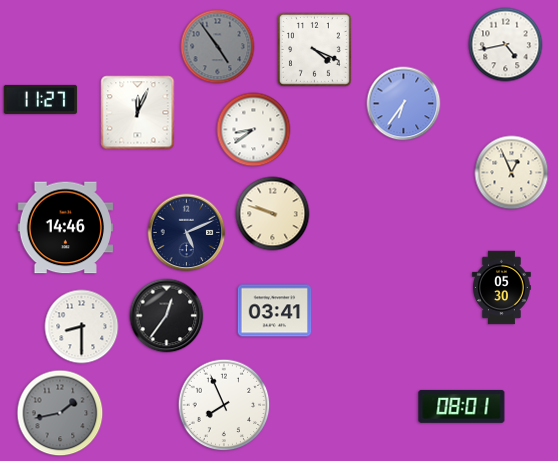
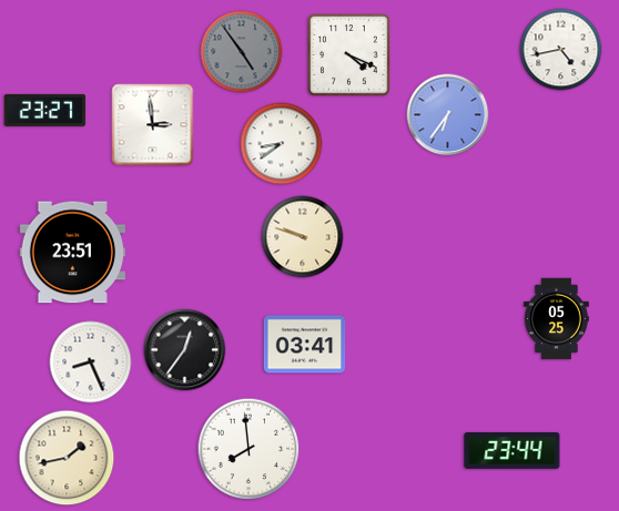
clock at (41, 99): 11:27 -> 23:27
clock at (138, 113): 12:04 -> 2:59
clock at (512, 173): 12:56 -> none
clock at (66, 228): 14:46 -> 23:51
clock at (187, 233): 5:11 -> none
clock at (502, 288): 05:30 -> 05:25
clock at (82, 327): 8:30 -> 8:26
clock at (224, 405): 7:56 -> 7:59
clock at (462, 406): 08:01 -> 23:44
clock at (60, 413) dial: grey -> cream
